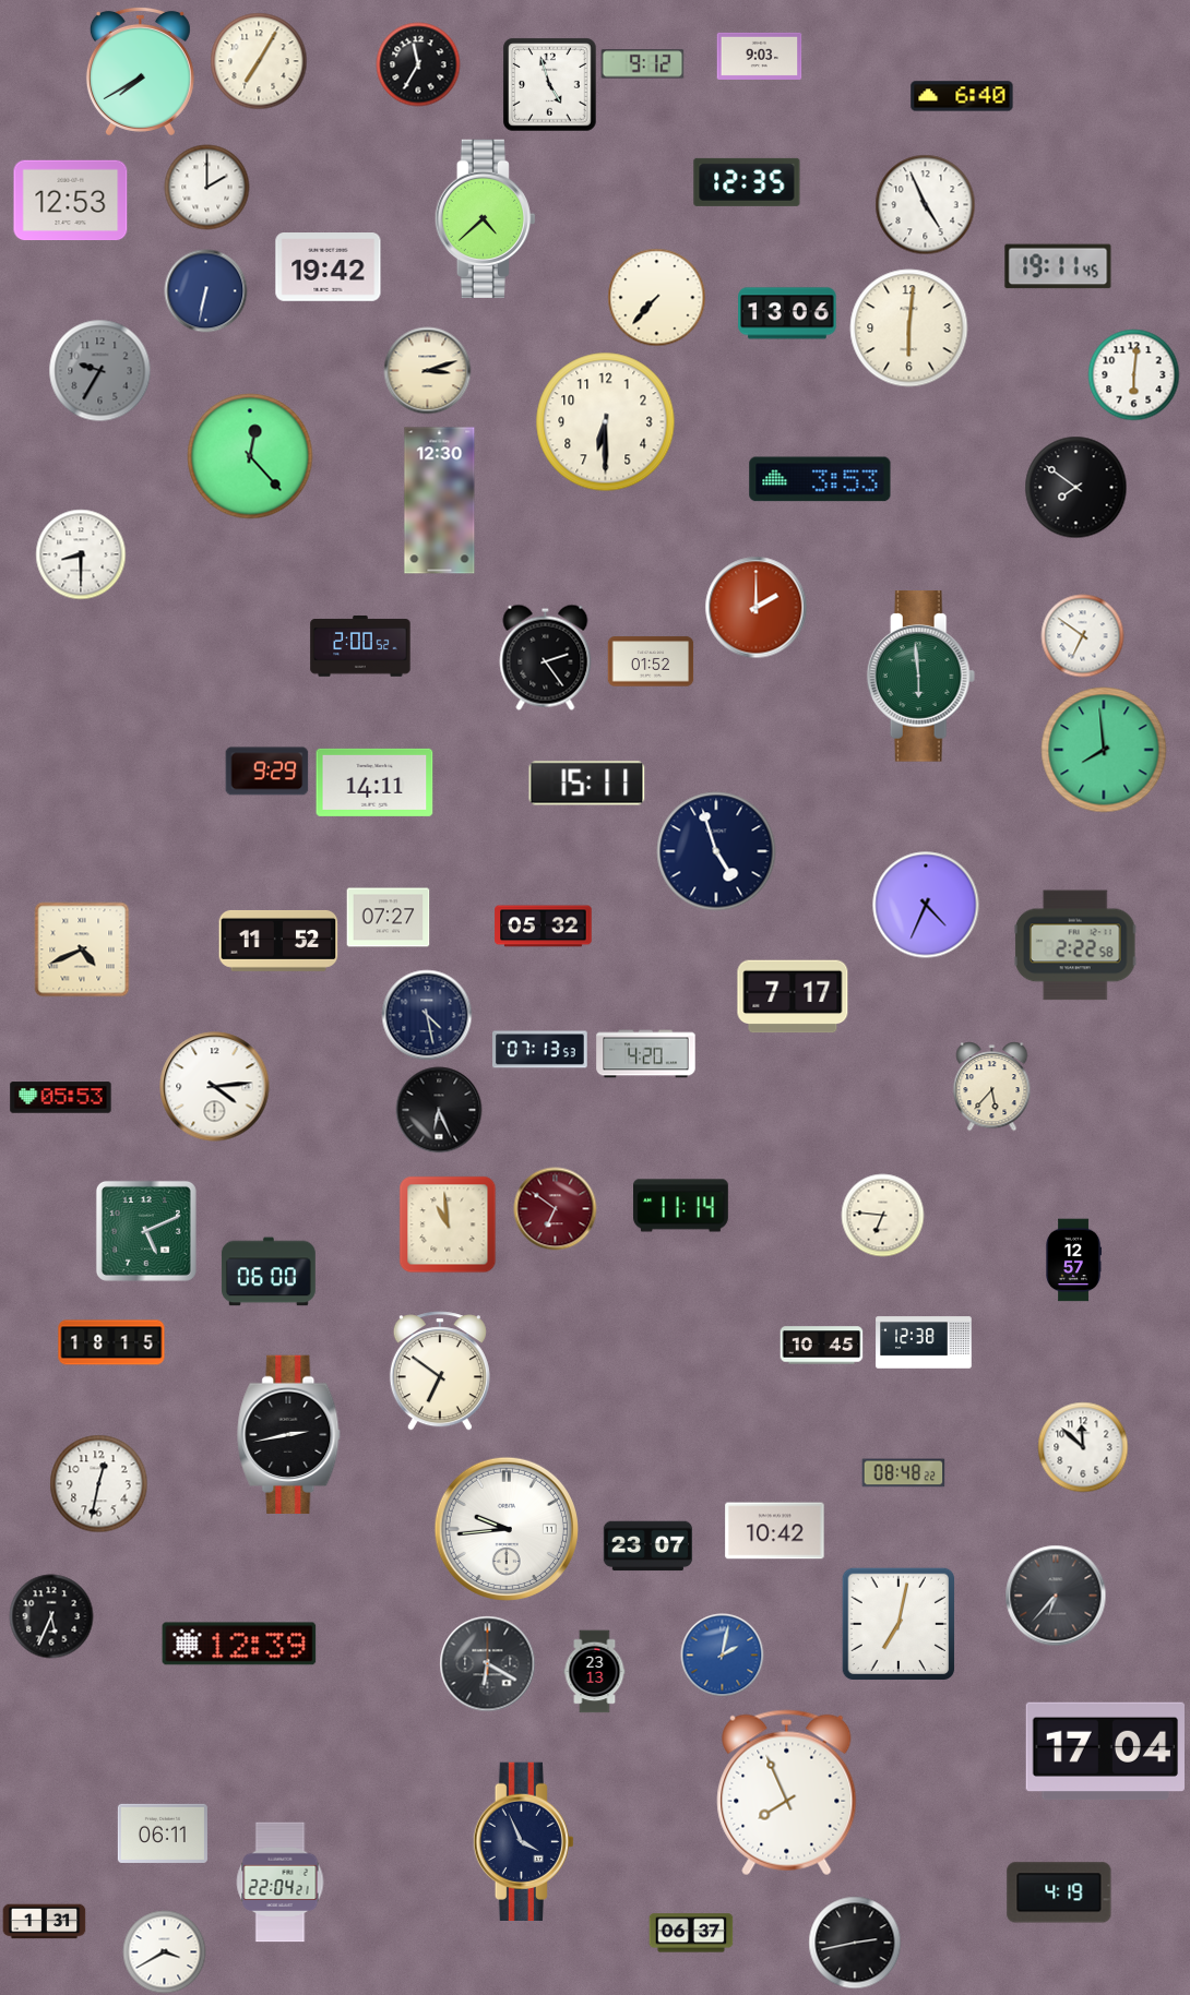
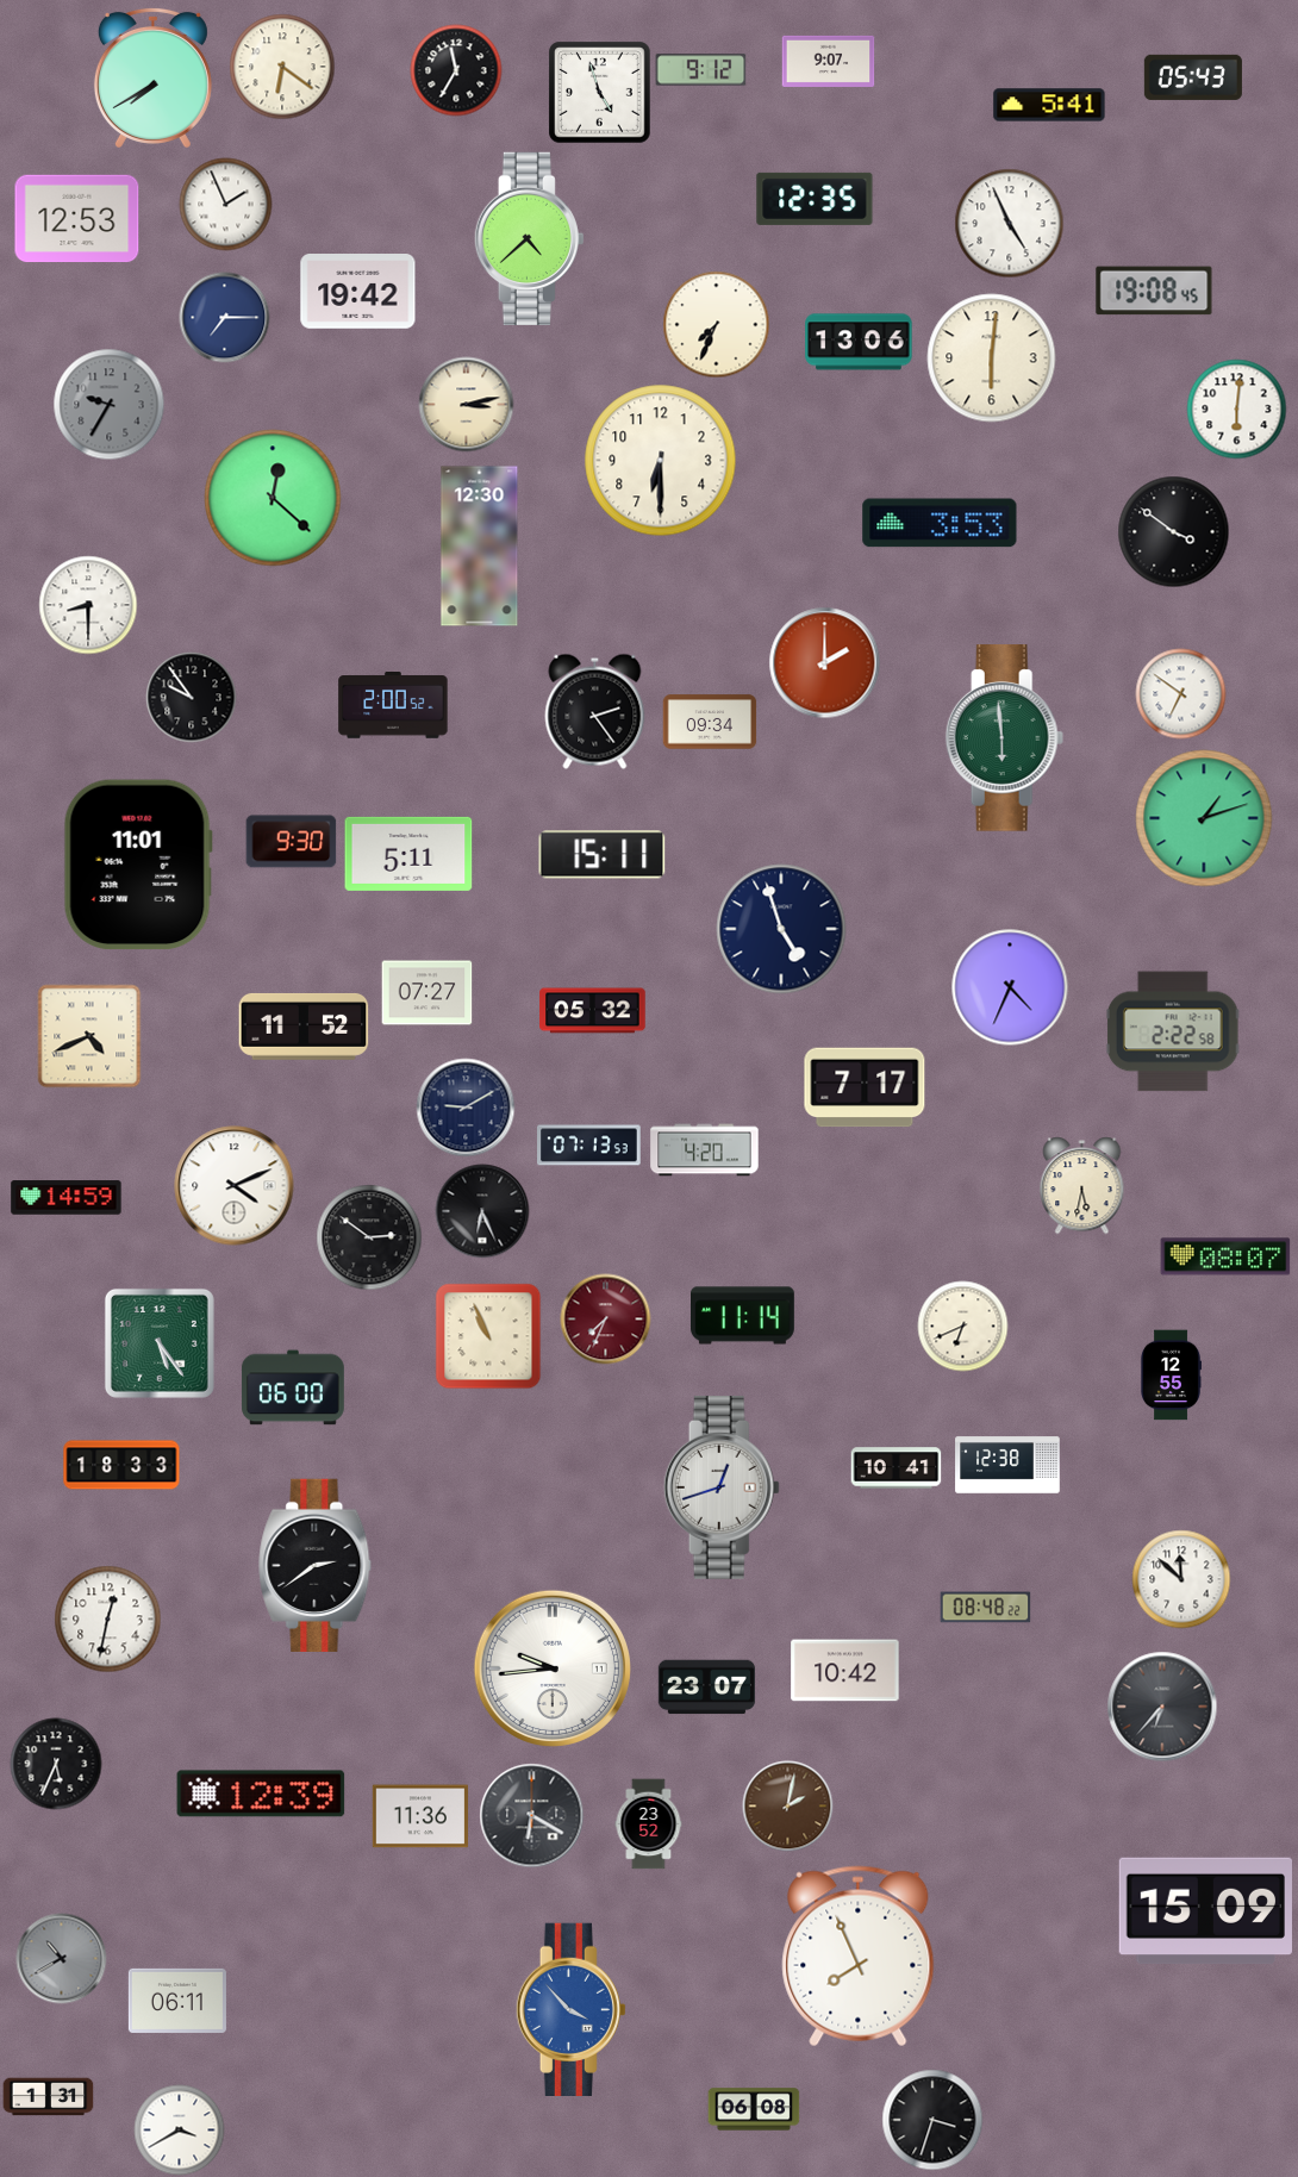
clock at (760, 56): 9:03 -> 9:07
clock at (259, 61): 7:05 -> 6:21
clock at (1193, 77): none -> 05:43
clock at (962, 96): 6:40 -> 5:41
clock at (207, 188): 2:00 -> 1:56
clock at (1058, 266): 19:11 -> 19:08
clock at (206, 291): 6:32 -> 7:15
clock at (657, 298): 7:37 -> 7:34
clock at (428, 371): 3:12 -> 3:13
clock at (250, 456): 12:23 -> 12:22
clock at (820, 479) position: (820, 479) -> (940, 523)
clock at (1076, 488): 7:51 -> 3:51
clock at (192, 698): none -> 9:54
clock at (546, 657) position: (546, 657) -> (595, 711)
clock at (651, 661): 01:52 -> 09:34
clock at (1104, 750): 7:59 -> 1:12
clock at (267, 772): 9:29 -> 9:30
clock at (374, 783): 14:11 -> 5:11
clock at (587, 784) position: (587, 784) -> (603, 855)
clock at (138, 865): none -> 11:01
clock at (389, 918) position: (389, 918) -> (428, 993)
clock at (427, 1015): 4:28 -> 9:10
clock at (215, 1087): 4:14 -> 4:11
clock at (992, 1087): 5:37 -> 5:32
clock at (61, 1098): 05:53 -> 14:59
clock at (439, 1110) position: (439, 1110) -> (482, 1211)
clock at (369, 1237): none -> 2:51
clock at (1225, 1256): none -> 08:07
clock at (556, 1209): 6:51 -> 7:34
clock at (883, 1216): 6:46 -> 6:41
clock at (448, 1225): 10:59 -> 10:56
clock at (146, 1231): 5:11 -> 5:24
clock at (1073, 1261): 12:57 -> 12:55
clock at (111, 1342): 18:15 -> 18:33
clock at (822, 1346): 10:45 -> 10:41
clock at (722, 1487): none -> 12:42
clock at (440, 1371): 6:51 -> none
clock at (289, 1434): 2:43 -> 2:39
clock at (1056, 1596) position: (1056, 1596) -> (1162, 1707)
clock at (899, 1624): 7:02 -> none
clock at (723, 1656) dial: blue -> brown
clock at (419, 1816): none -> 11:36
clock at (595, 1672): 23:13 -> 23:52
clock at (1105, 1752): 17:04 -> 15:09
clock at (62, 1959): none -> 10:40
clock at (523, 1841): 3:56 -> 3:53
clock at (523, 1841) dial: navy -> blue
clock at (281, 1883): 22:04 -> none
clock at (1059, 1892): 4:19 -> none
clock at (691, 1933): 06:37 -> 06:08
clock at (855, 1943): 2:43 -> 3:33
